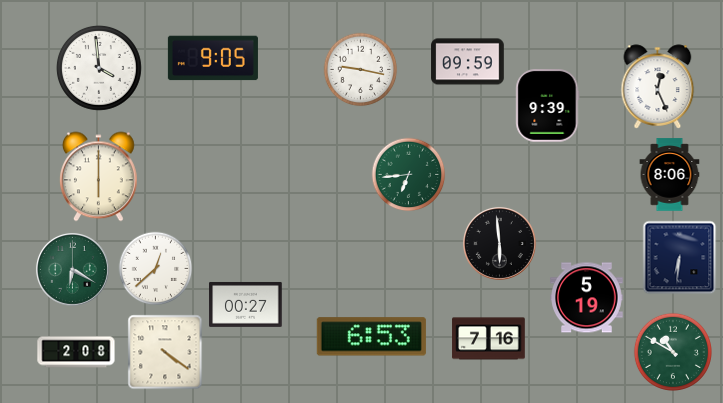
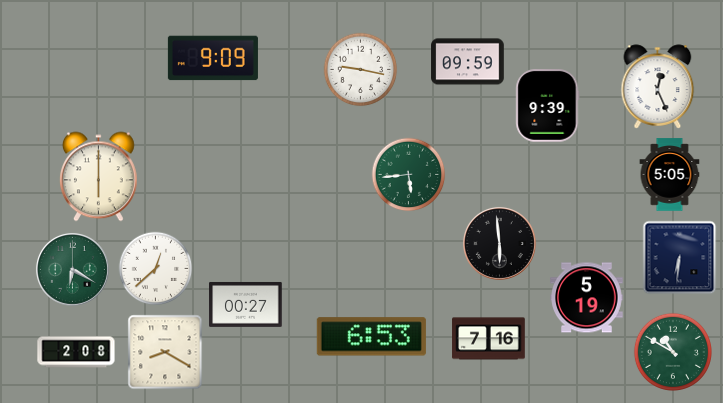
clock at (213, 58): 9:05 -> 9:09
clock at (100, 69): 3:59 -> none
clock at (409, 175): 6:44 -> 5:44
clock at (670, 175): 8:06 -> 5:05
clock at (165, 352): 4:21 -> 8:20
